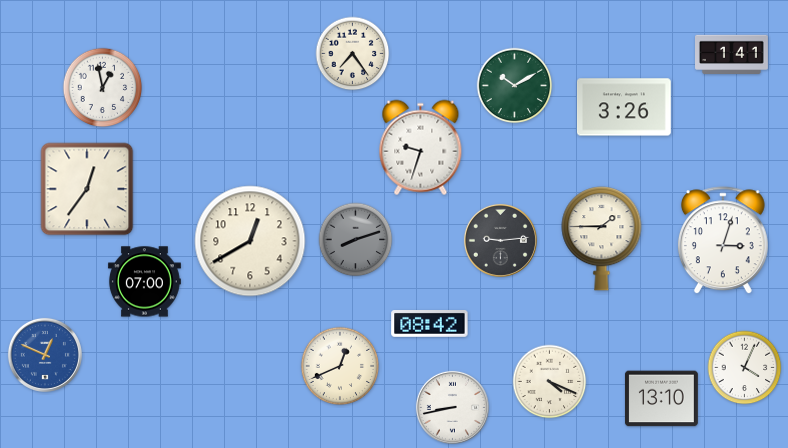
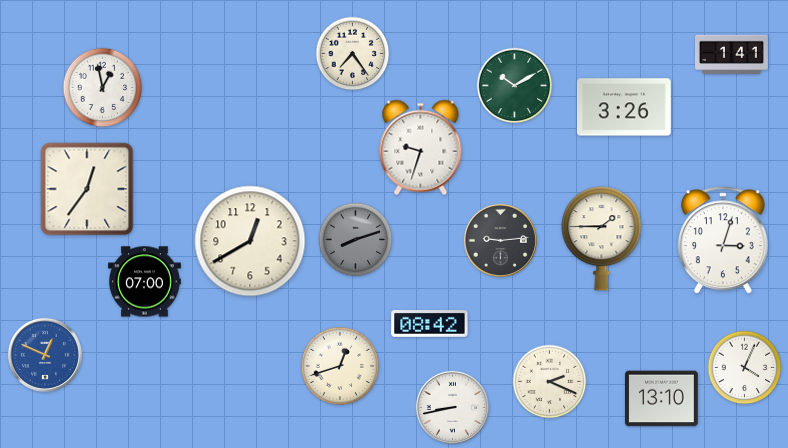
clock at (340, 366): 12:41 -> 12:42
clock at (550, 382): 4:19 -> 2:19
